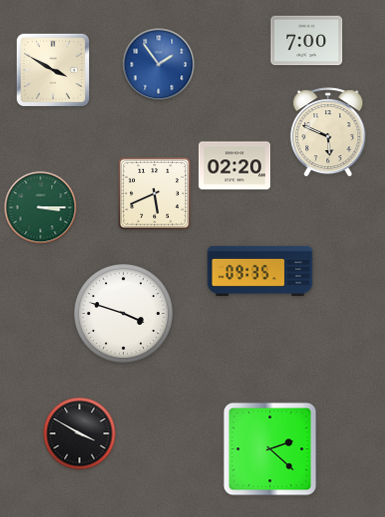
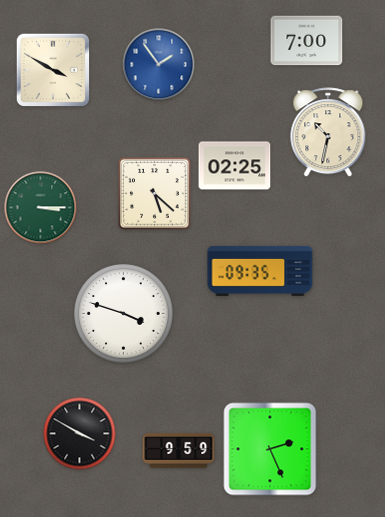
clock at (328, 133): 5:49 -> 10:32
clock at (235, 166): 02:20 -> 02:25
clock at (155, 194): 5:41 -> 5:22
clock at (270, 449): 2:22 -> 2:26
clock at (179, 451): none -> 9:59
